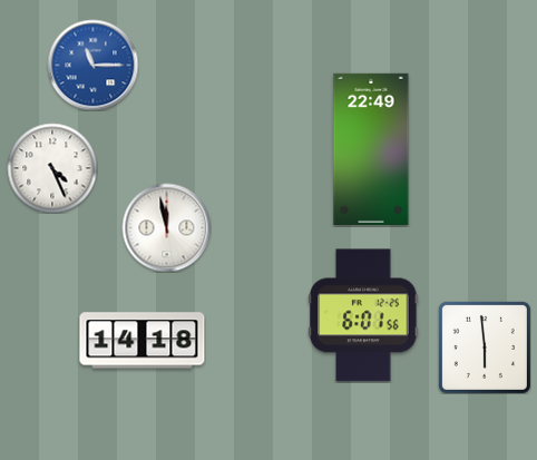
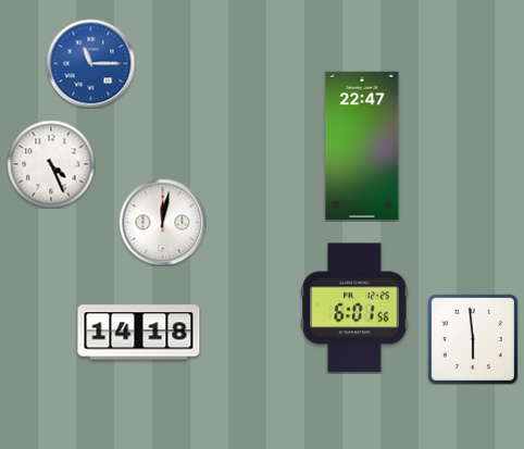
clock at (371, 149): 22:49 -> 22:47
clock at (166, 227): 11:58 -> 12:02
